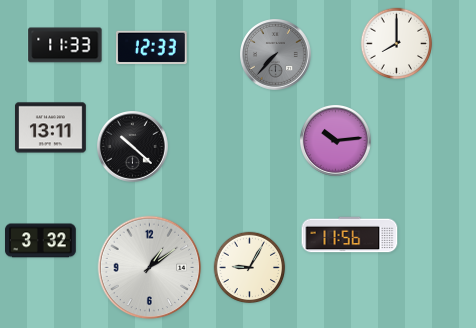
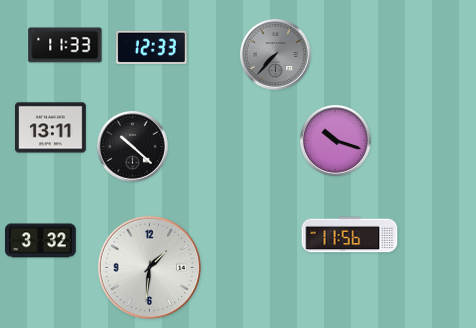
clock at (397, 44): 8:00 -> none
clock at (336, 141): 10:14 -> 10:18
clock at (150, 268): 1:09 -> 1:31
clock at (250, 268): 9:05 -> none
